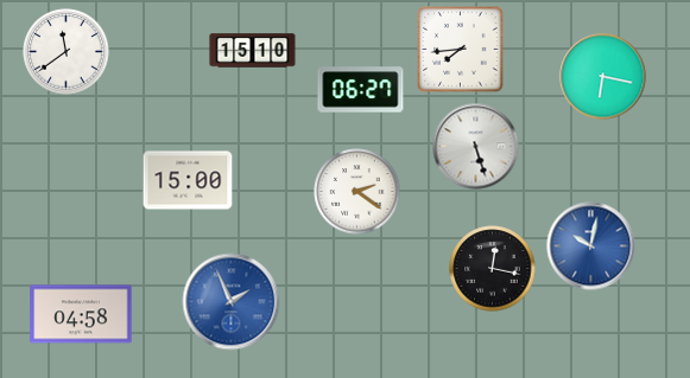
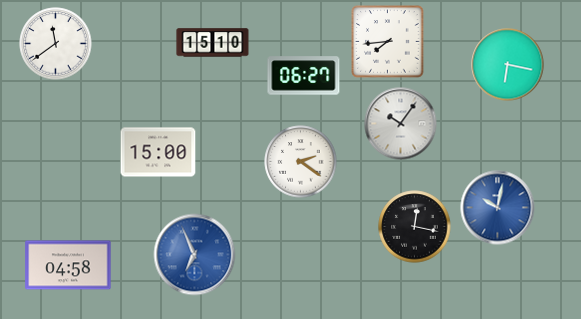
clock at (476, 147): 5:27 -> 10:06
clock at (232, 302): 1:56 -> 6:56
